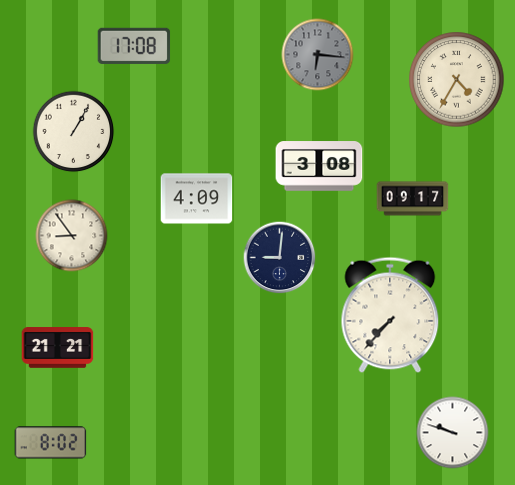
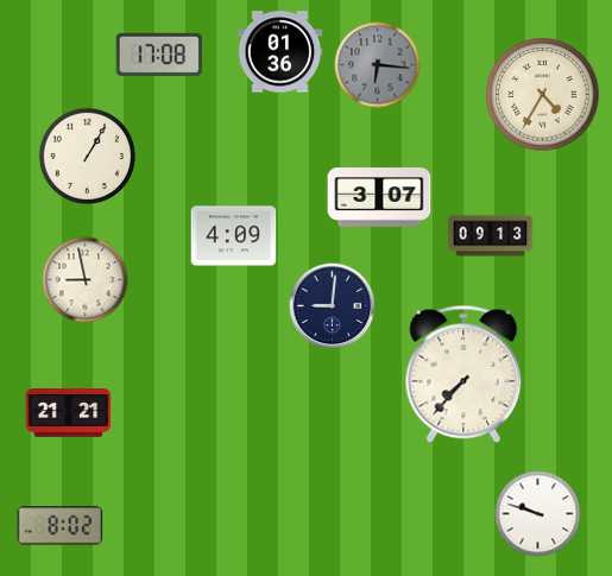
clock at (280, 52): none -> 01:36
clock at (319, 166): 3:08 -> 3:07
clock at (413, 199): 09:17 -> 09:13
clock at (72, 236): 8:54 -> 8:58
